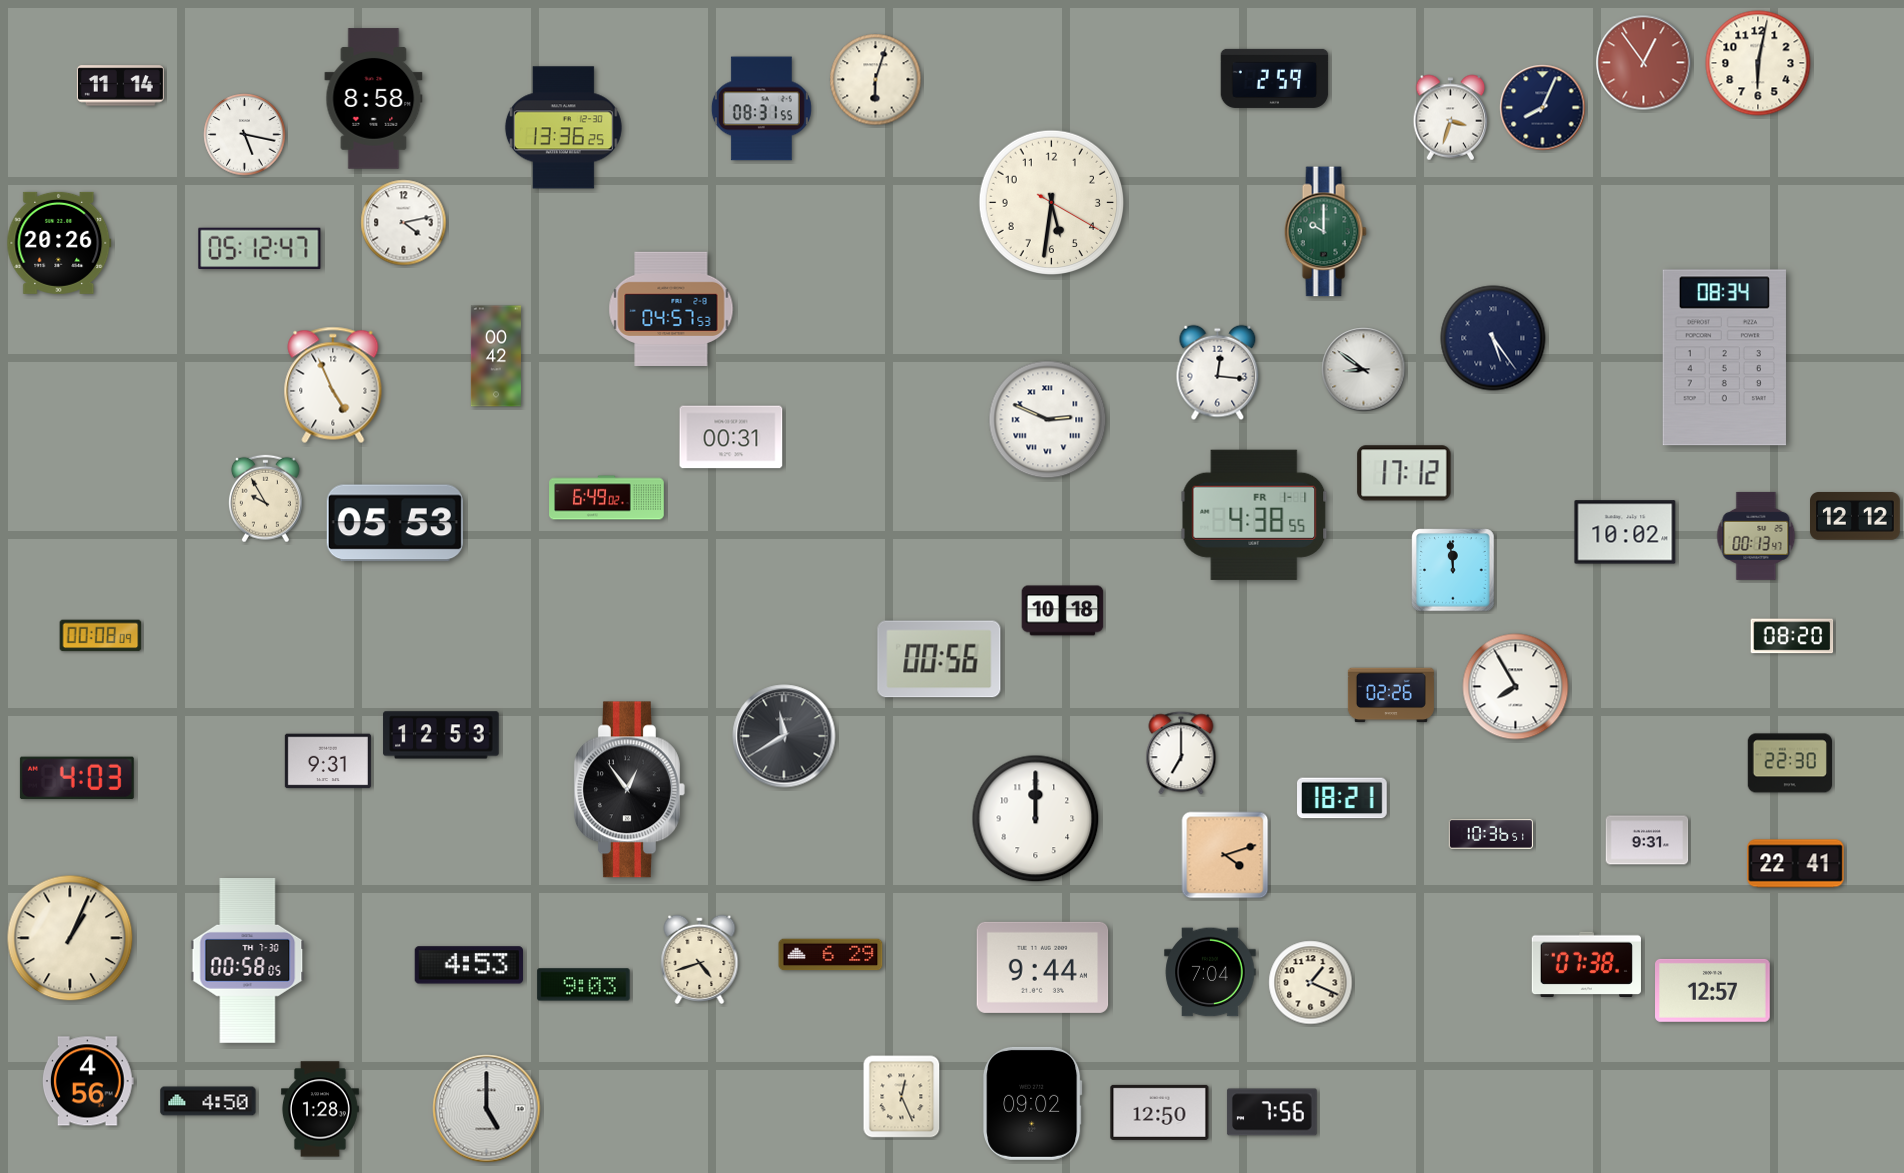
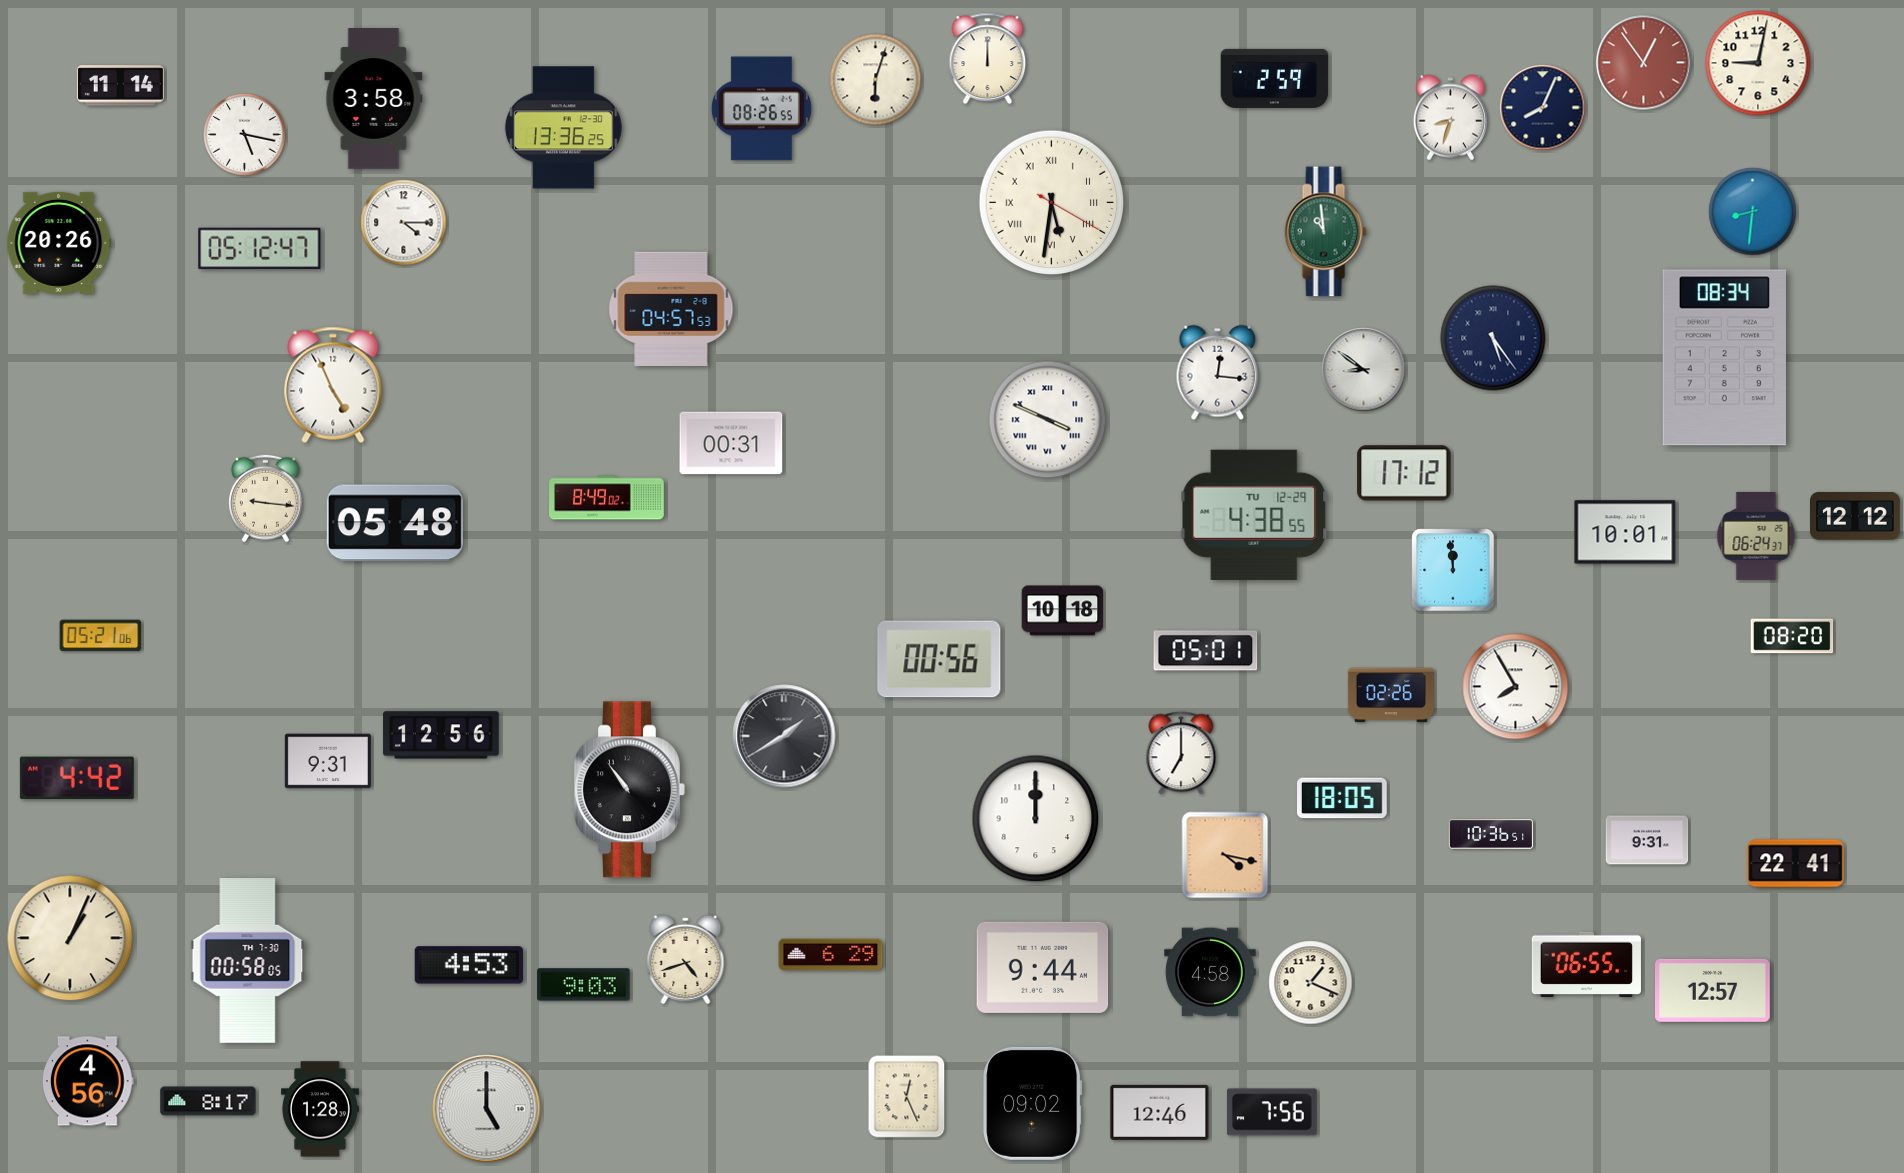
clock at (988, 58): none -> 12:00
clock at (1758, 63): 6:02 -> 9:02
clock at (374, 99): 8:58 -> 3:58
clock at (761, 109): 08:31 -> 08:26
clock at (1451, 118): 3:33 -> 8:33
clock at (1052, 203) numerals: Arabic -> Roman
clock at (1753, 212): none -> 8:31
clock at (404, 223): 4:13 -> 4:15
clock at (1325, 232): 10:00 -> 10:59
clock at (496, 356): 00:42 -> none
clock at (1048, 420): 2:49 -> 3:49
clock at (731, 437) position: (731, 437) -> (731, 443)
clock at (607, 498): 6:49 -> 8:49
clock at (265, 499): 9:55 -> 9:16
clock at (1254, 515) date: FR 1-1 -> TU 12-29
clock at (395, 523): 05:53 -> 05:48
clock at (1625, 532): 10:02 -> 10:01
clock at (1756, 536): 00:13 -> 06:24
clock at (101, 636): 00:08 -> 05:21
clock at (1206, 651): none -> 05:01
clock at (441, 735): 12:53 -> 12:56
clock at (784, 736): 11:40 -> 1:40
clock at (1789, 763): 22:30 -> none
clock at (77, 778): 4:03 -> 4:42
clock at (629, 790): 12:54 -> 10:54
clock at (1343, 798): 18:21 -> 18:05
clock at (1225, 855): 4:12 -> 4:17
clock at (700, 959) position: (700, 959) -> (686, 959)
clock at (1586, 964): 07:38 -> 06:55
clock at (1210, 972): 7:04 -> 4:58
clock at (902, 1097) position: (902, 1097) -> (907, 1097)
clock at (208, 1101): 4:50 -> 8:17
clock at (1160, 1112): 12:50 -> 12:46
